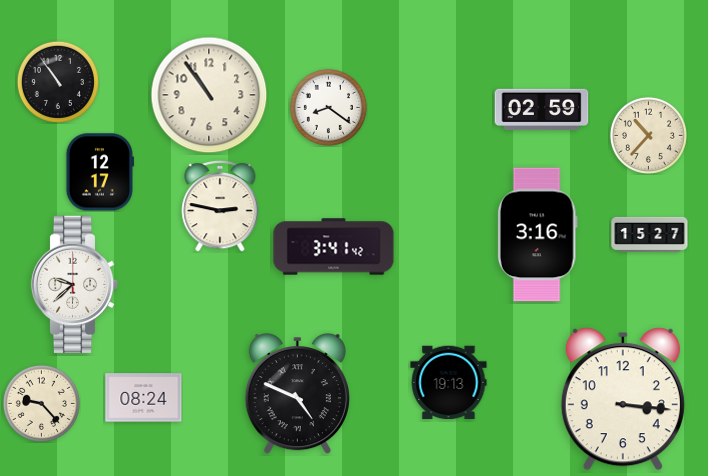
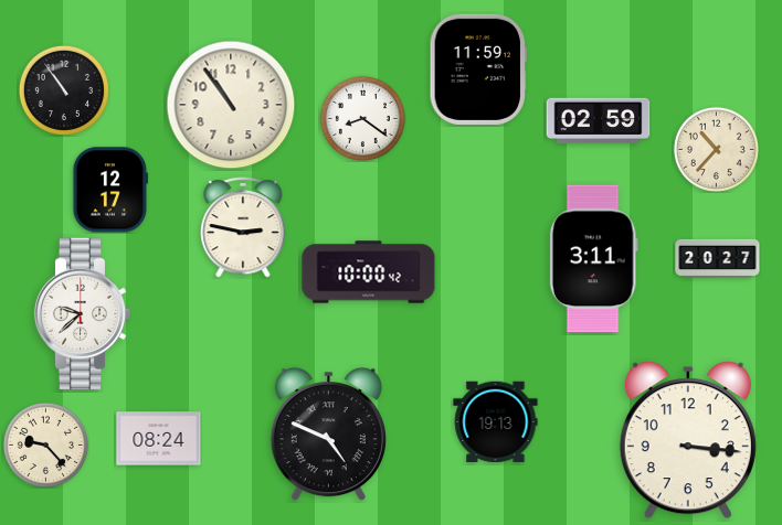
clock at (478, 69): none -> 11:59
clock at (650, 234): 15:27 -> 20:27
clock at (537, 235): 3:16 -> 3:11
clock at (334, 247): 3:41 -> 10:00
